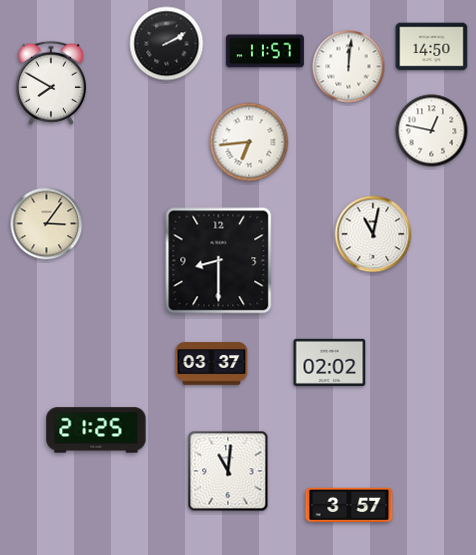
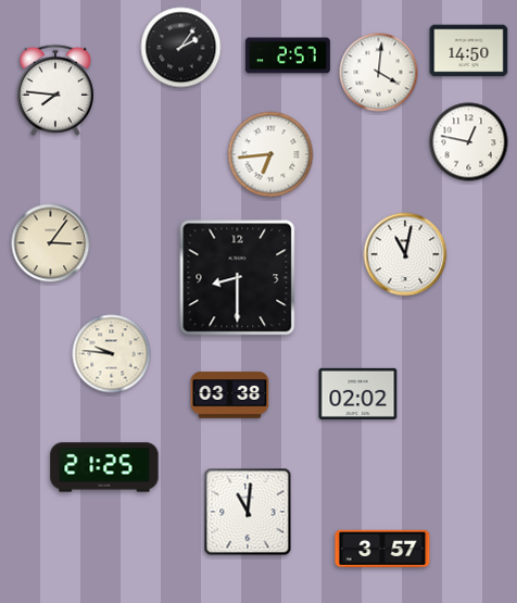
clock at (167, 44): 2:10 -> 2:06
clock at (265, 51): 11:57 -> 2:57
clock at (349, 67): 12:01 -> 4:01
clock at (51, 83): 7:50 -> 7:46
clock at (219, 261) position: (219, 261) -> (238, 278)
clock at (112, 354): none -> 9:46
clock at (212, 364): 03:37 -> 03:38
clock at (349, 505) position: (349, 505) -> (382, 549)
